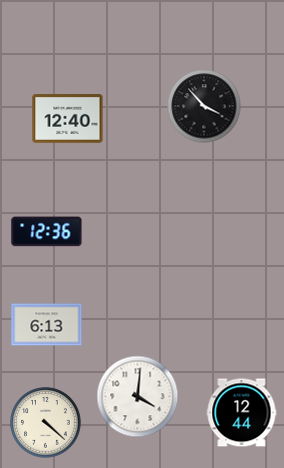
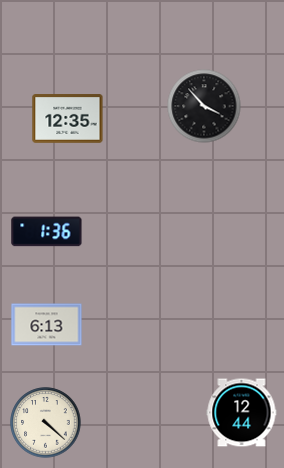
clock at (68, 119): 12:40 -> 12:35
clock at (47, 232): 12:36 -> 1:36
clock at (138, 397): 4:01 -> none
